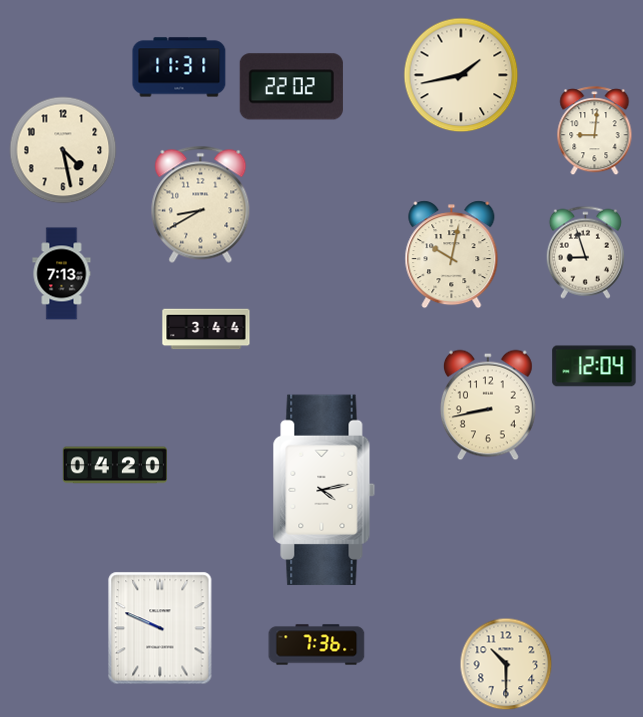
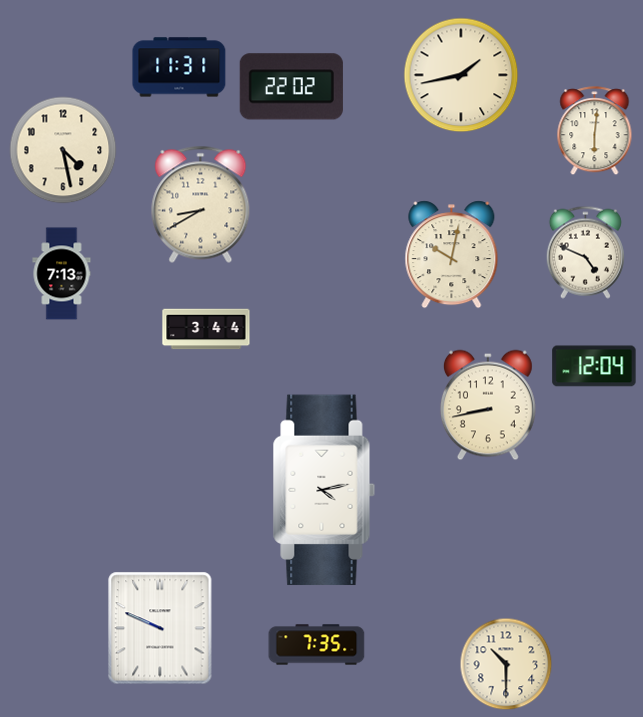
clock at (595, 131): 9:01 -> 6:01
clock at (585, 252): 8:57 -> 4:49
clock at (115, 465): 04:20 -> none
clock at (317, 645): 7:36 -> 7:35
